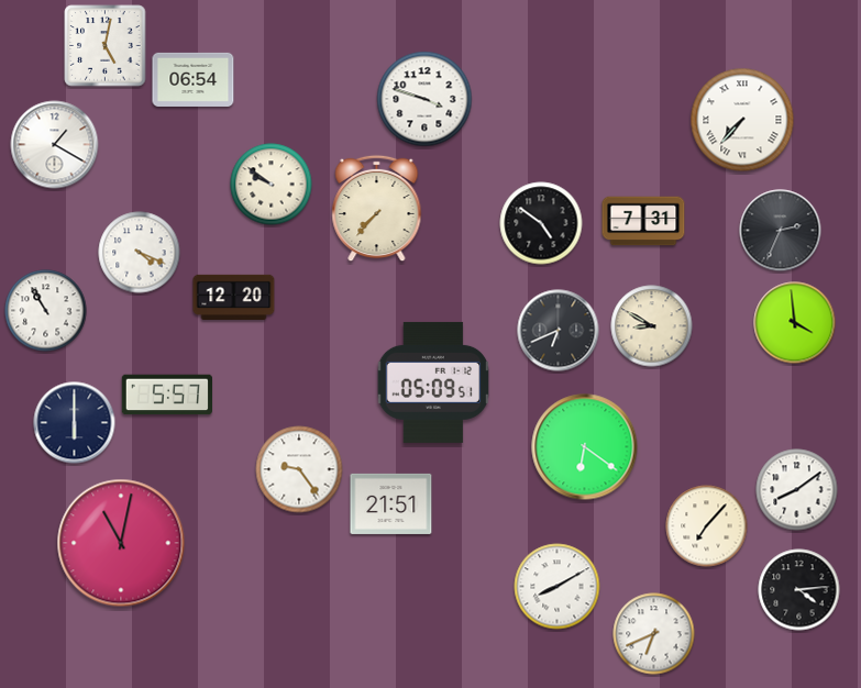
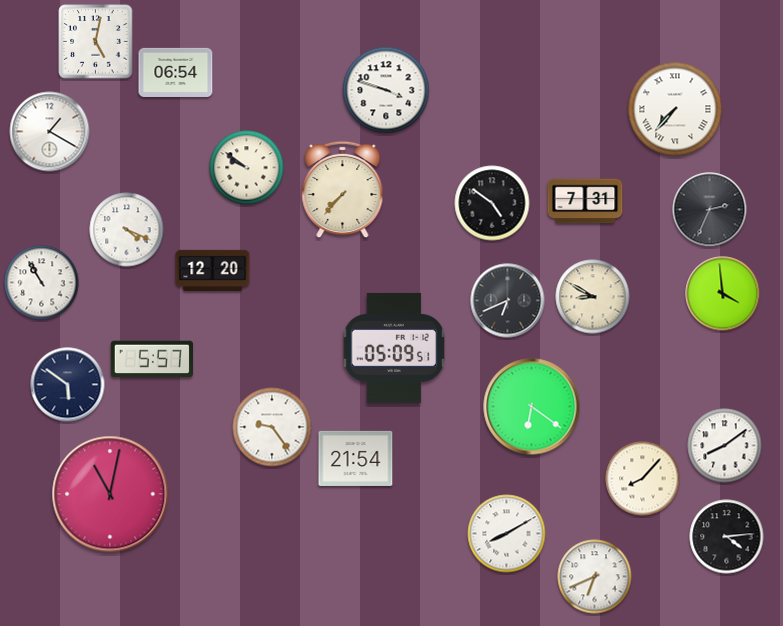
clock at (75, 423): 6:00 -> 5:51
clock at (391, 503): 21:51 -> 21:54
clock at (707, 526): 7:07 -> 8:07
